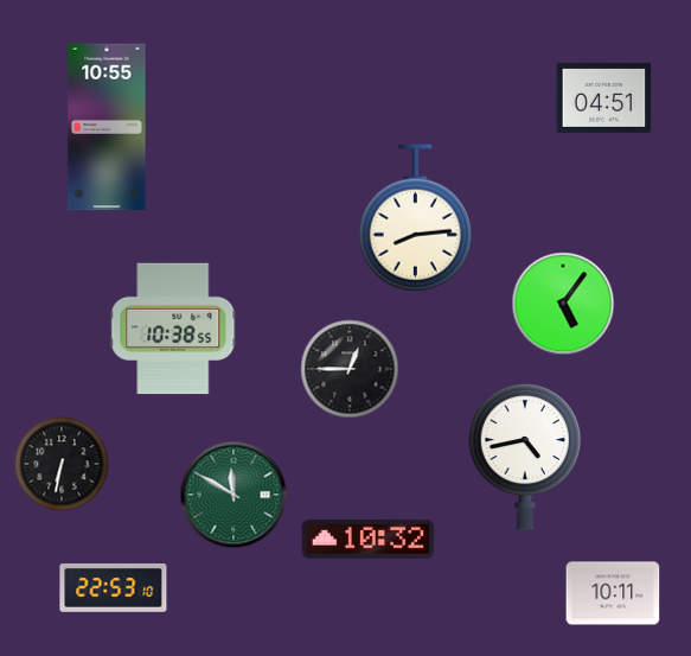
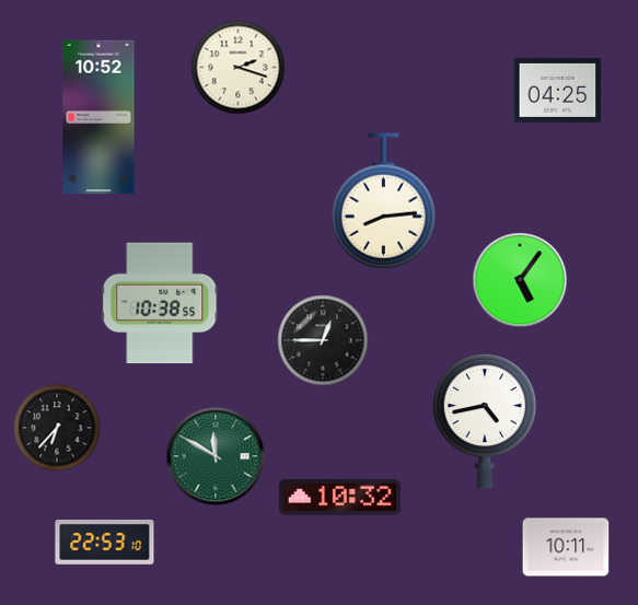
clock at (239, 68): none -> 2:18
clock at (604, 97): 04:51 -> 04:25
clock at (107, 127): 10:55 -> 10:52
clock at (62, 464): 6:32 -> 6:37
